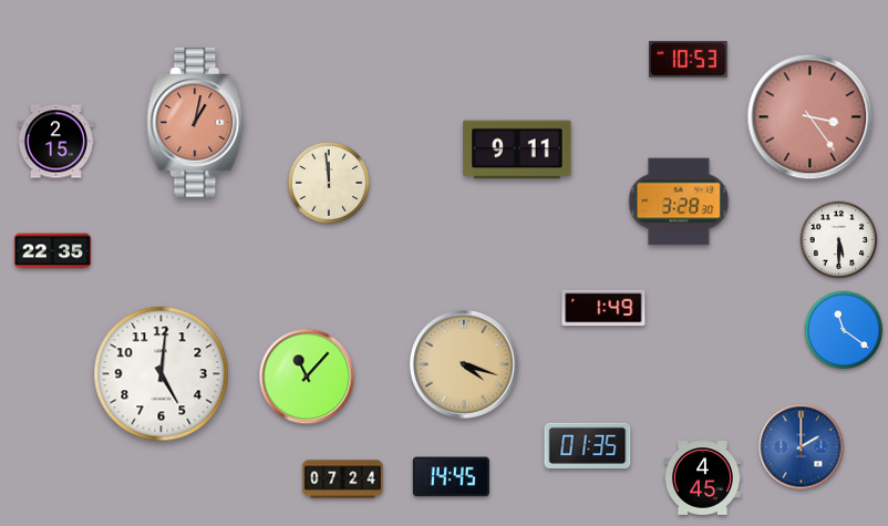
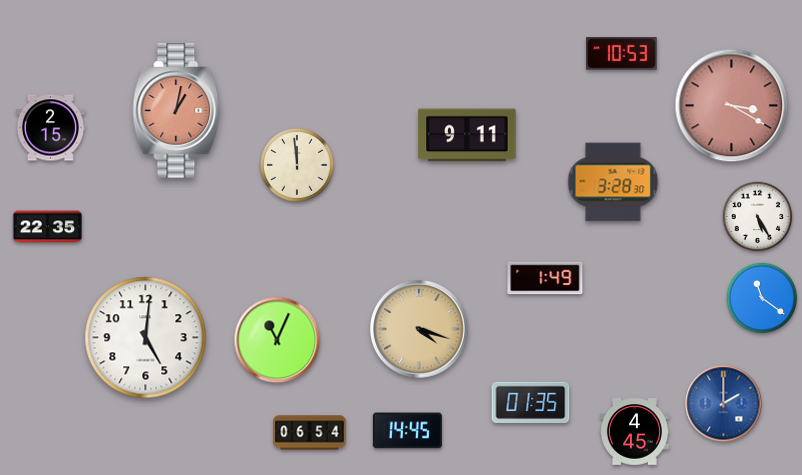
clock at (810, 117): 3:24 -> 3:20
clock at (839, 240): 5:30 -> 5:25
clock at (307, 377): 11:07 -> 11:04
clock at (343, 479): 07:24 -> 06:54
